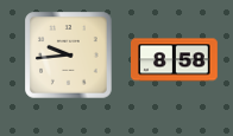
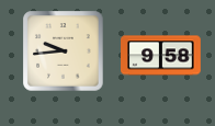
clock at (175, 60): 8:58 -> 9:58
